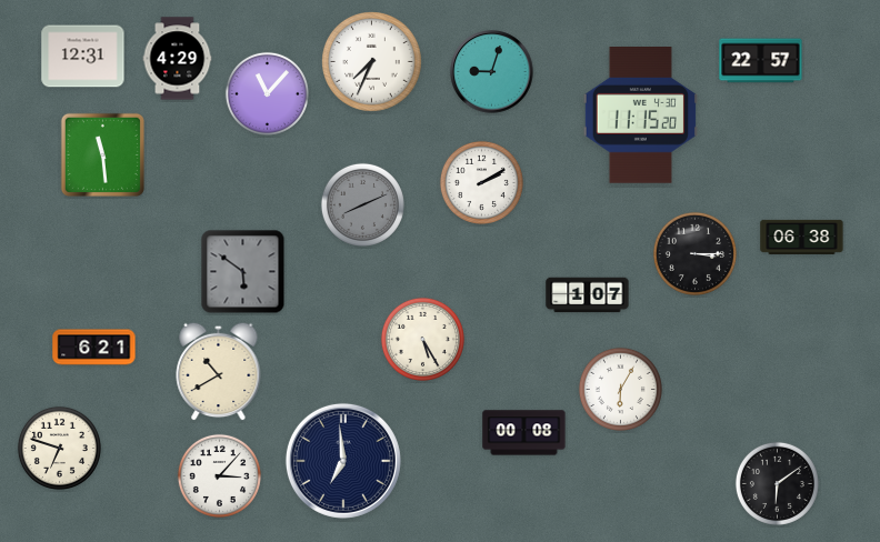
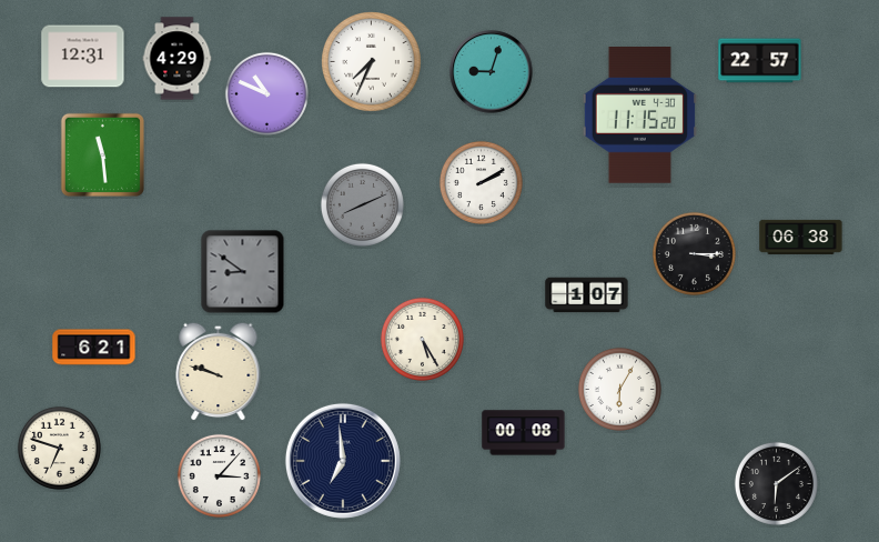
clock at (267, 93): 11:07 -> 10:49
clock at (243, 272): 5:51 -> 8:51
clock at (219, 371): 10:40 -> 9:48
